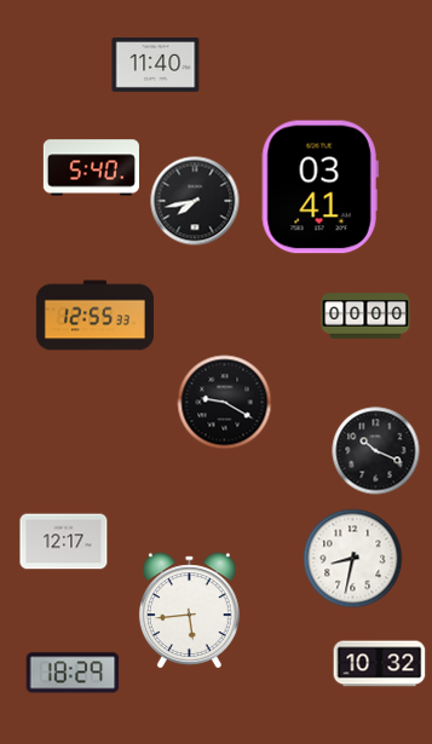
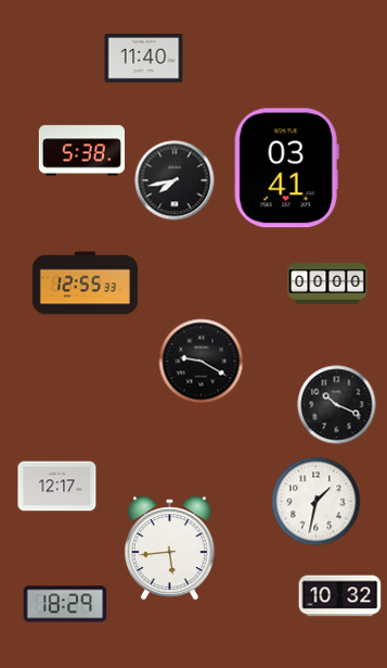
clock at (156, 65) position: (156, 65) -> (144, 59)
clock at (91, 168): 5:40 -> 5:38
clock at (353, 559): 8:32 -> 1:32
